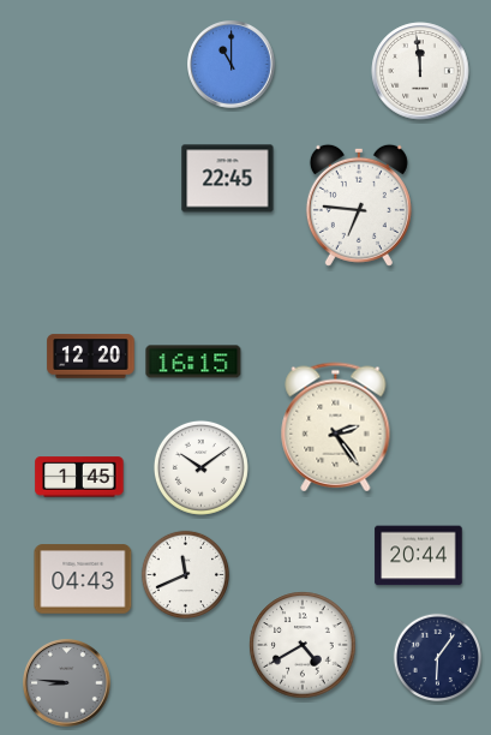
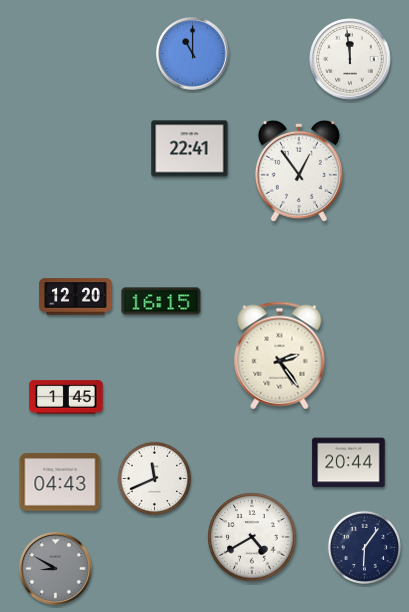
clock at (228, 179): 22:45 -> 22:41
clock at (359, 205): 6:46 -> 12:54
clock at (200, 467): 10:09 -> none
clock at (83, 579) position: (83, 579) -> (60, 482)
clock at (67, 683): 8:46 -> 8:50
